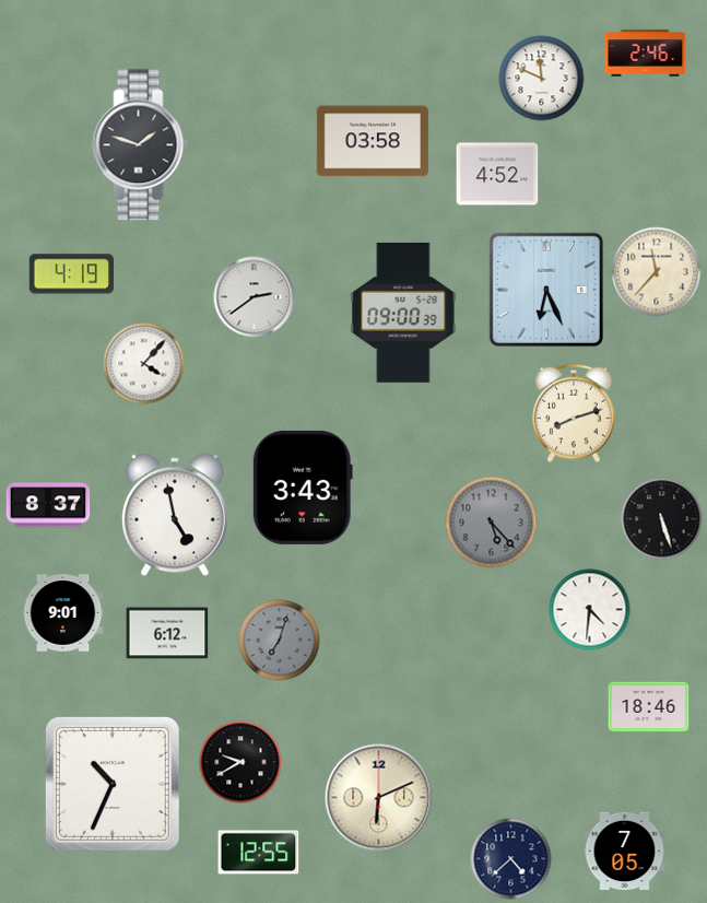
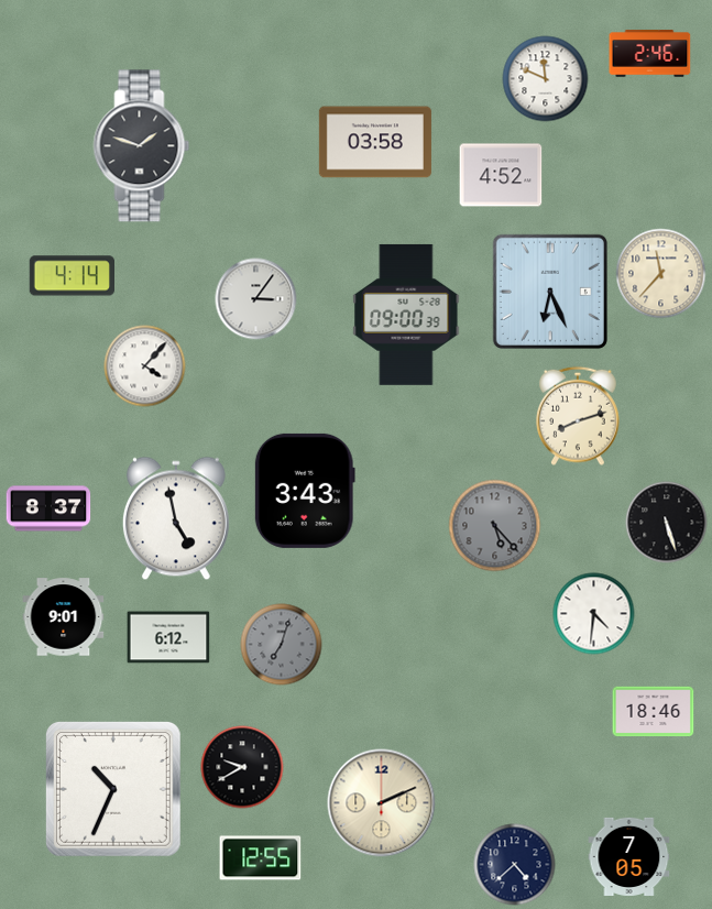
clock at (71, 274): 4:19 -> 4:14
clock at (255, 297): 2:39 -> 3:06
clock at (379, 798): 6:11 -> 2:11
